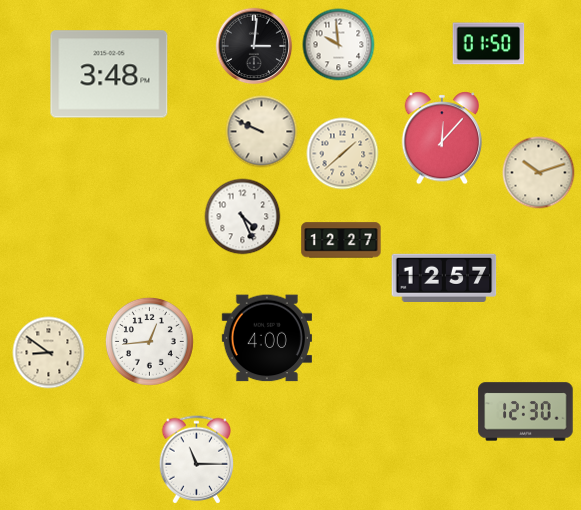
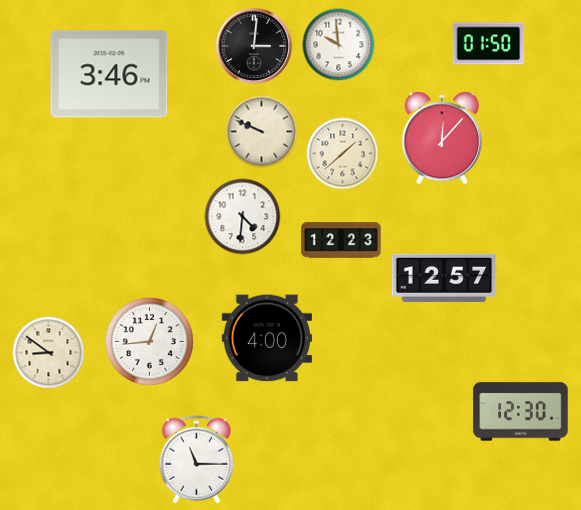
clock at (109, 74): 3:48 -> 3:46
clock at (539, 173): 10:12 -> none
clock at (243, 217): 4:26 -> 4:31
clock at (341, 240): 12:27 -> 12:23
clock at (526, 412) position: (526, 412) -> (521, 412)
